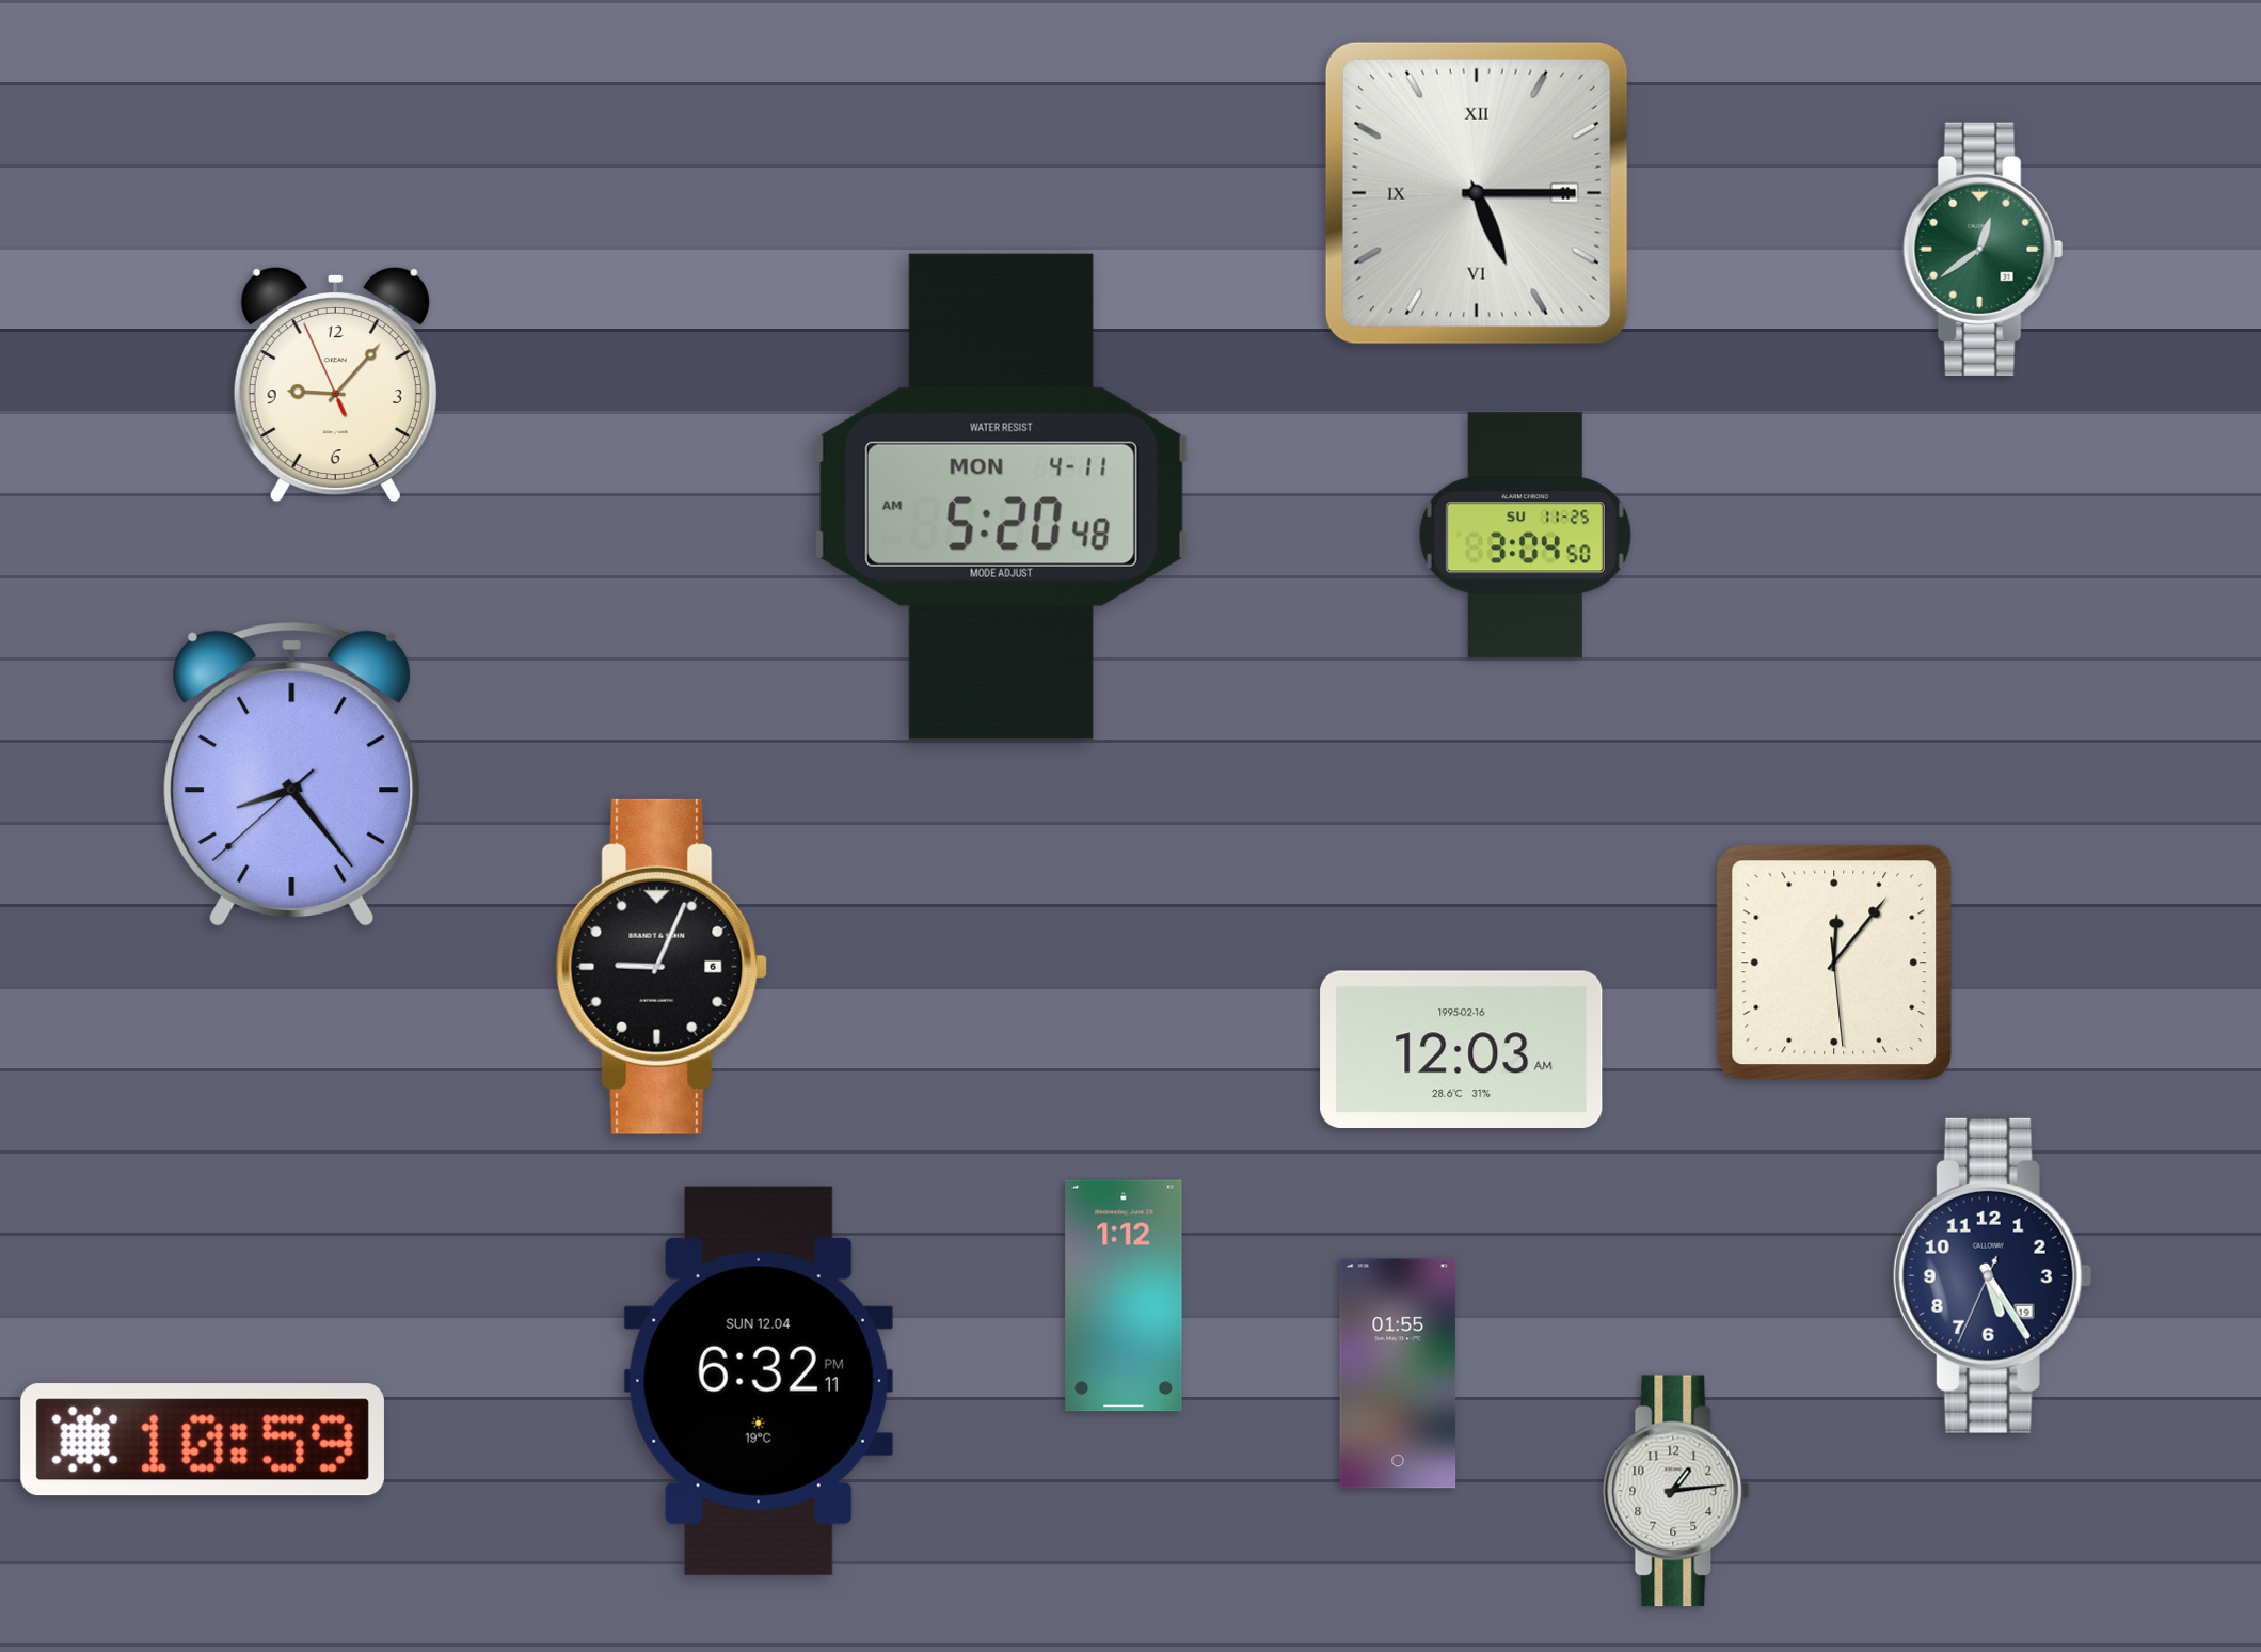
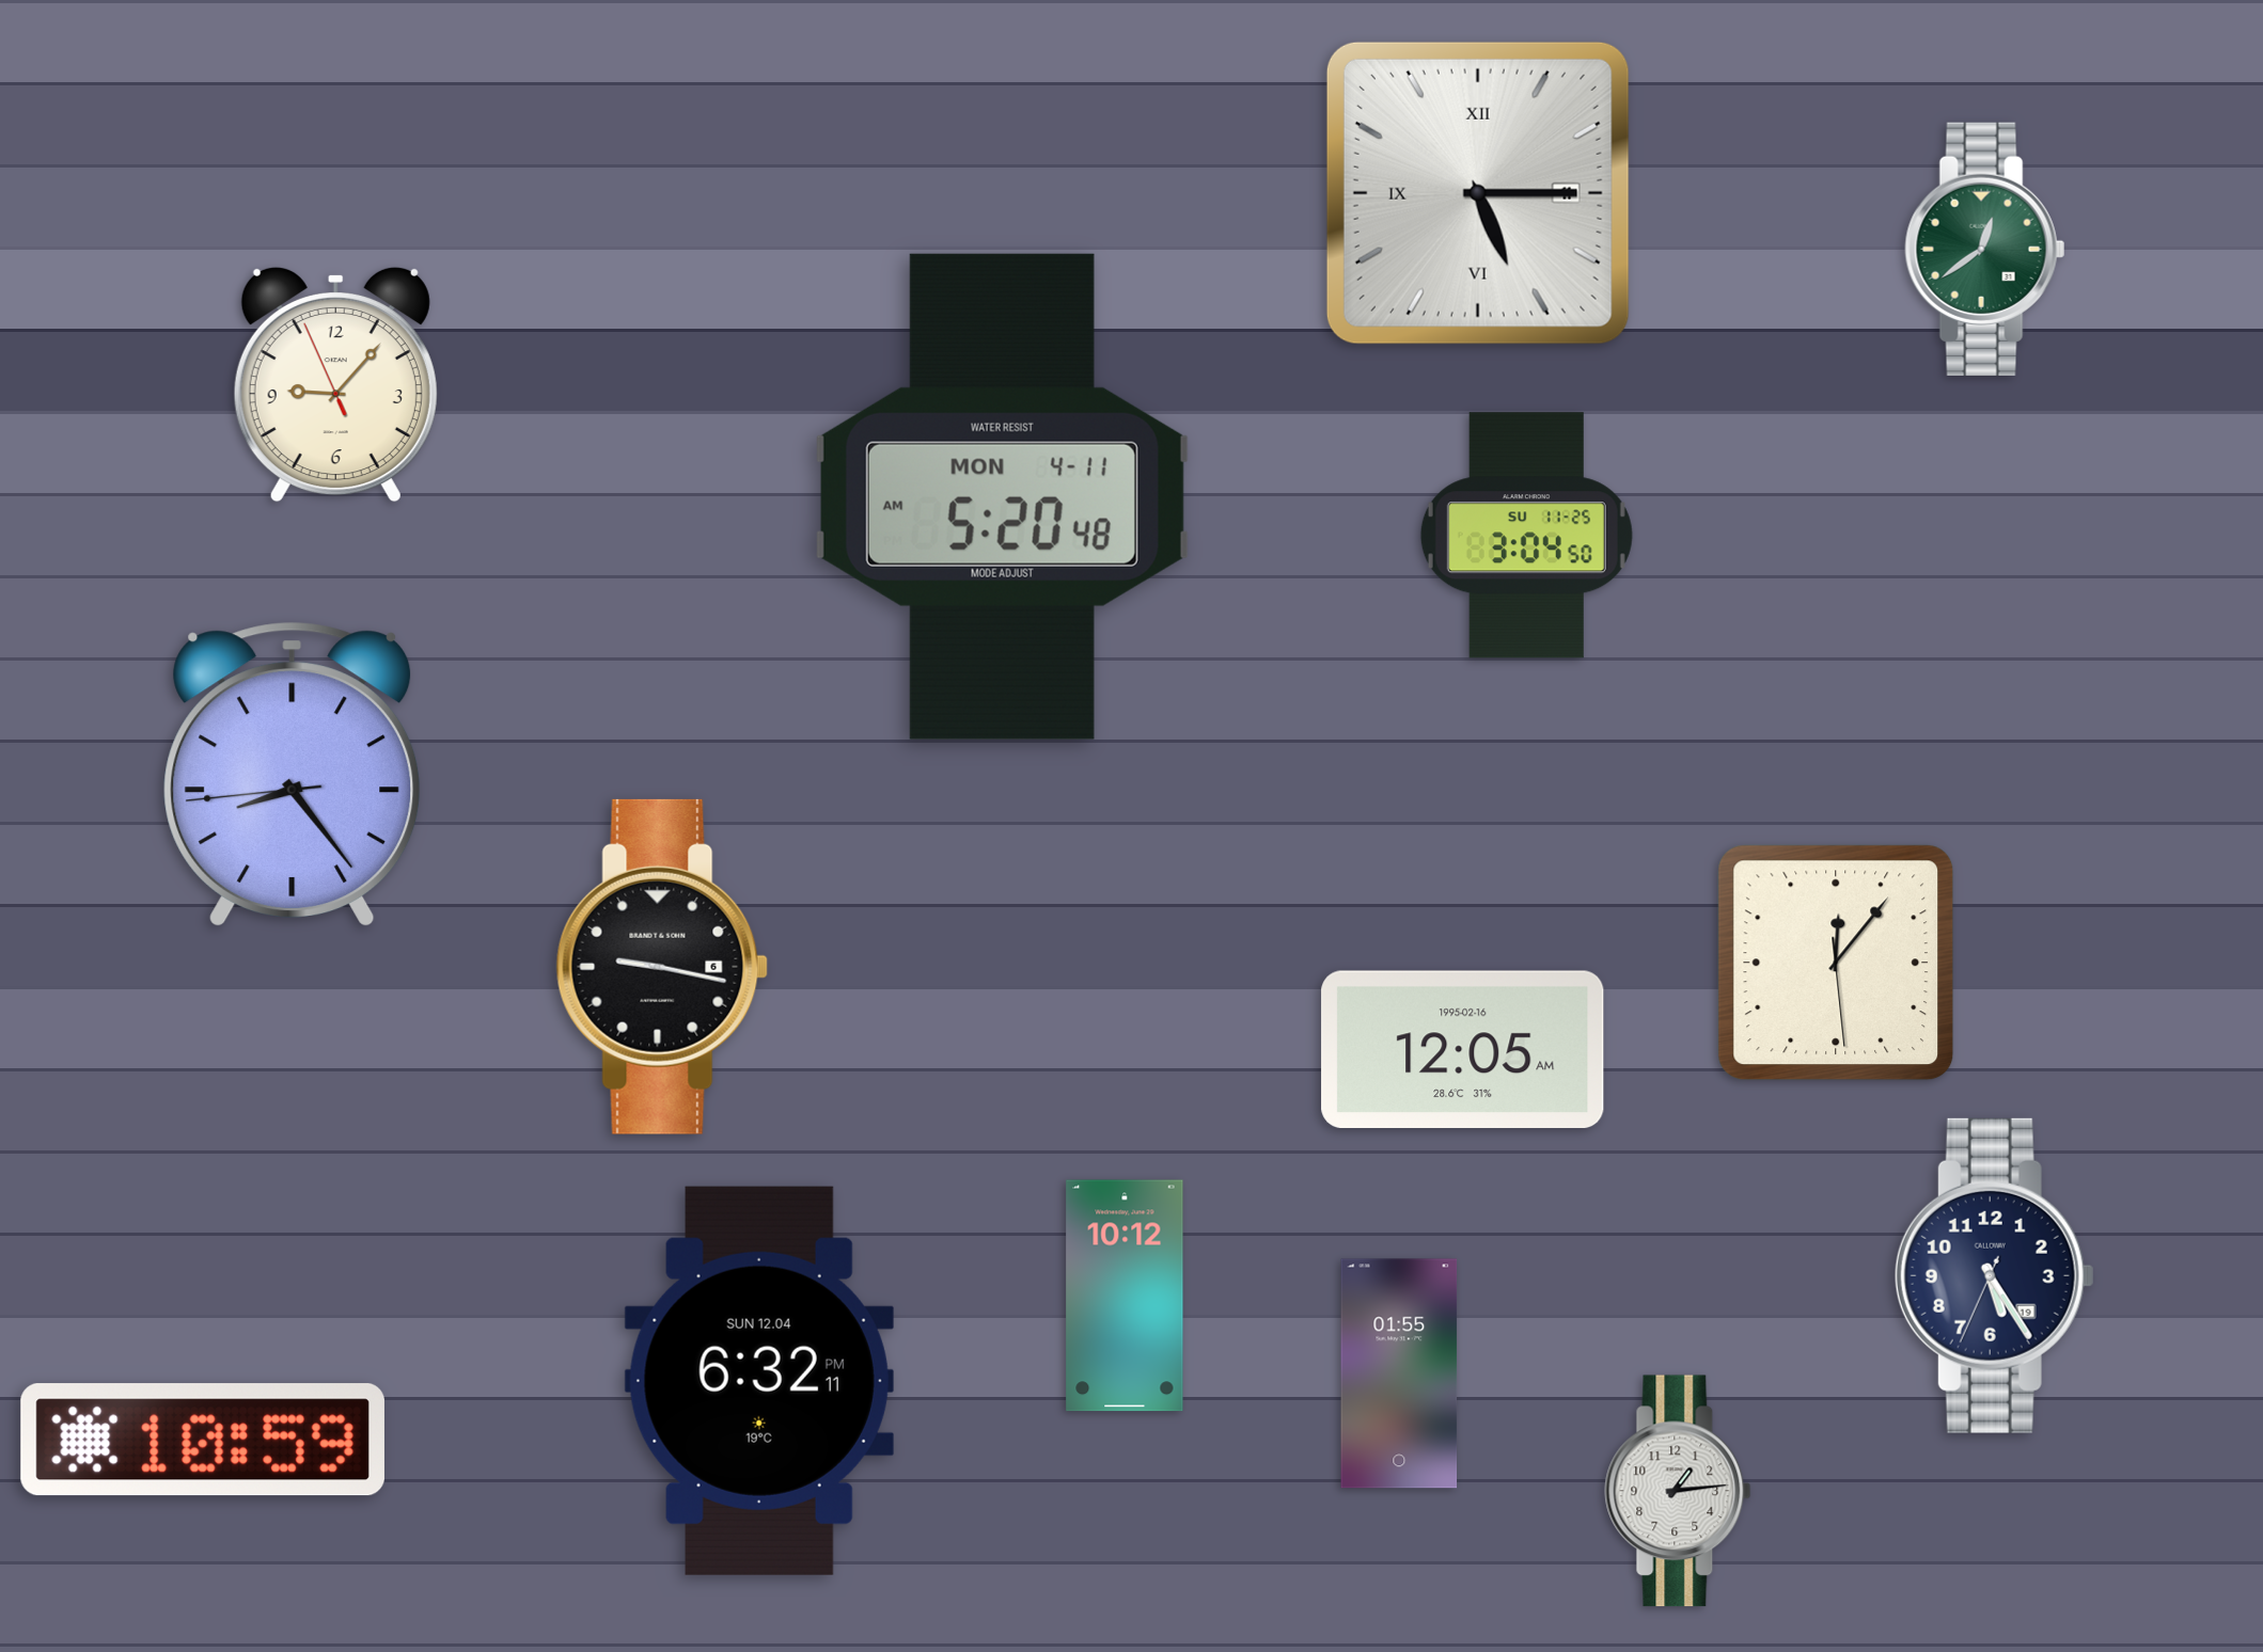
clock at (292, 774): 8:23:38 -> 8:23:44
clock at (662, 967): 9:04 -> 9:17
clock at (1462, 1049): 12:03 -> 12:05
clock at (1124, 1296): 1:12 -> 10:12
